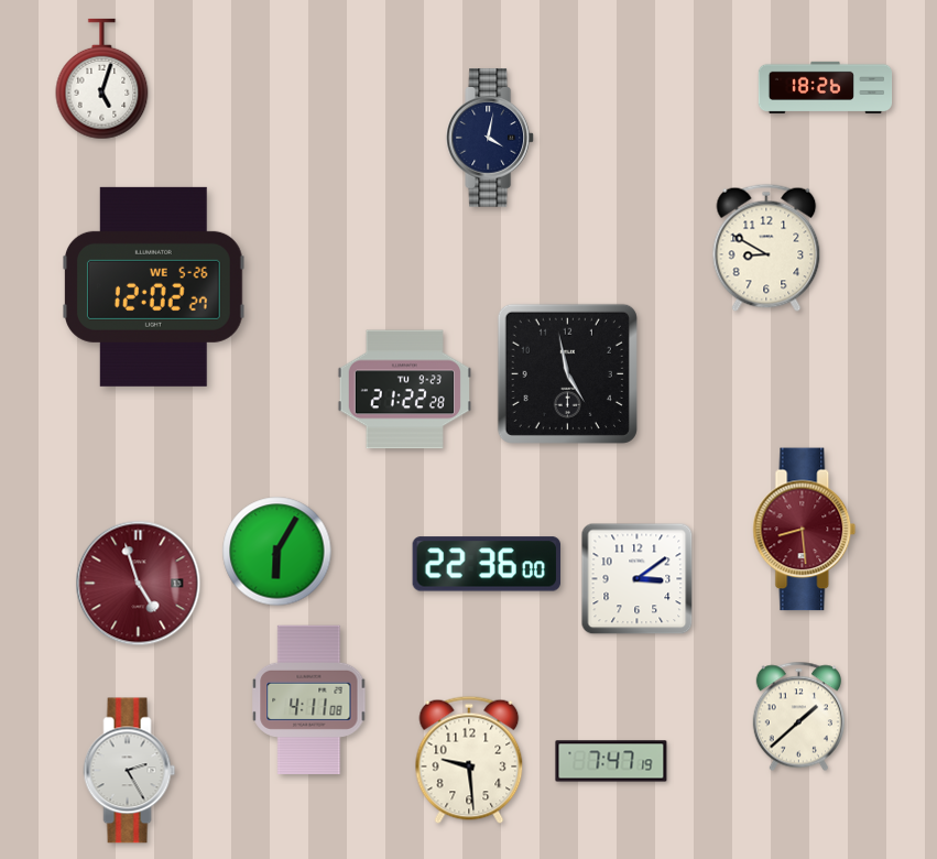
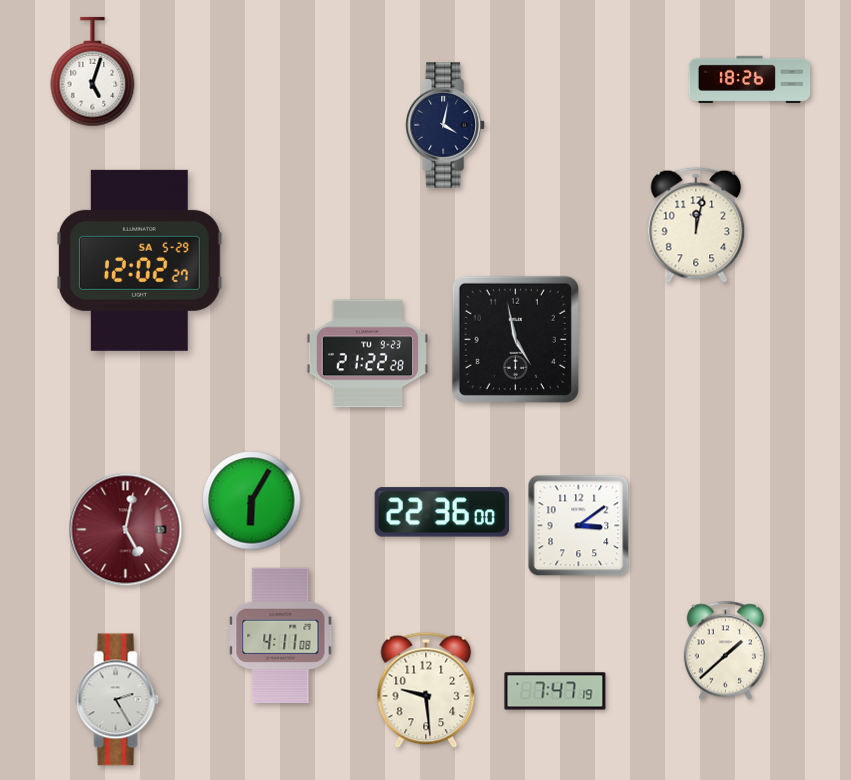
clock at (766, 248): 8:50 -> 12:02
clock at (154, 286) date: WE 5-26 -> SA 5-29
clock at (805, 530): 8:29 -> none
clock at (139, 584): 4:57 -> 5:02
